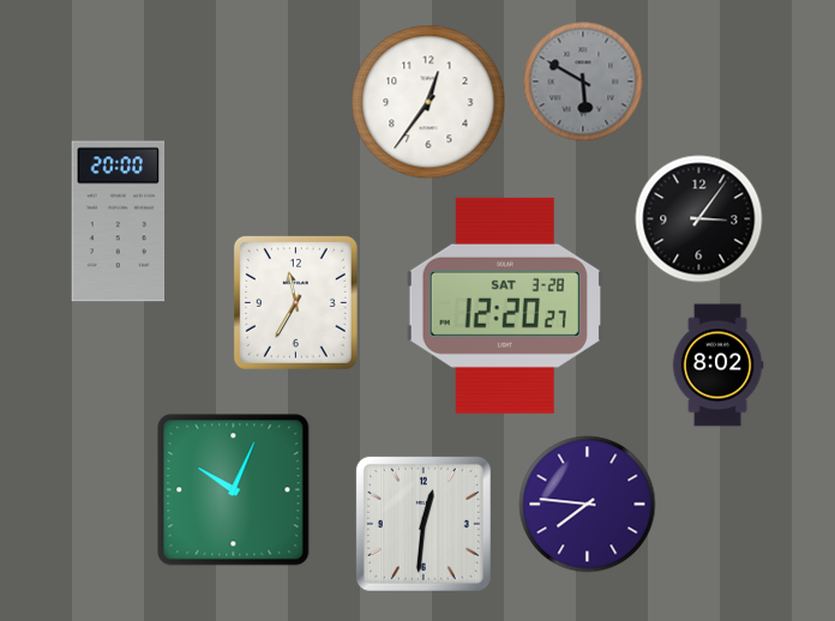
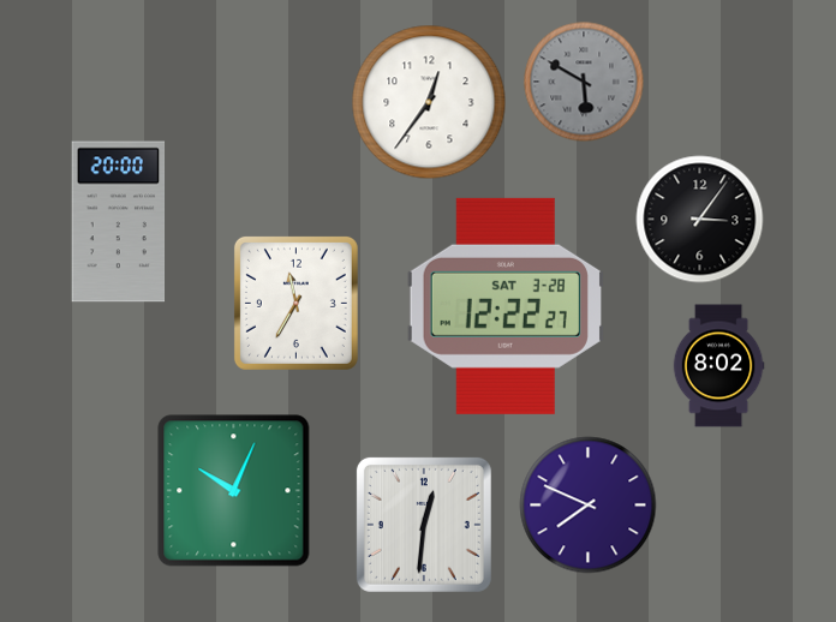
clock at (505, 306): 12:20 -> 12:22
clock at (588, 505): 7:46 -> 7:49
